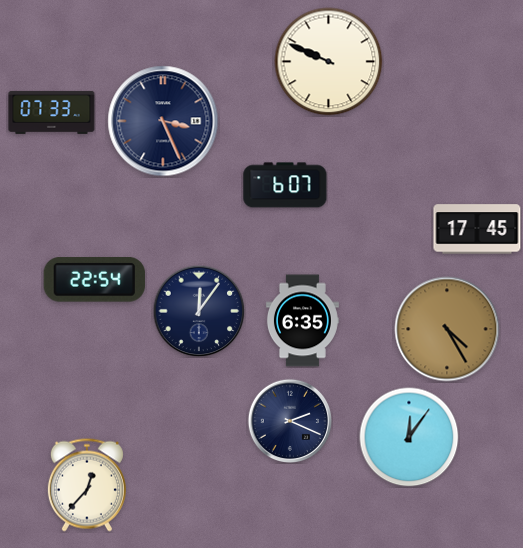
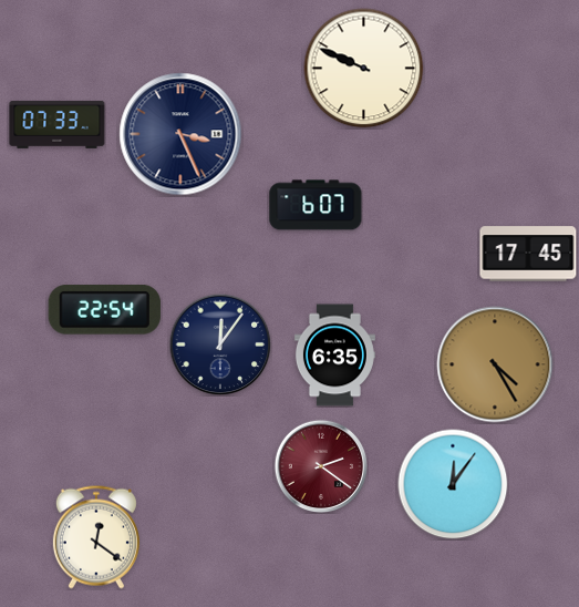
clock at (289, 420): 2:19 -> 2:21
clock at (289, 420) dial: navy -> burgundy
clock at (87, 485): 12:37 -> 12:21
